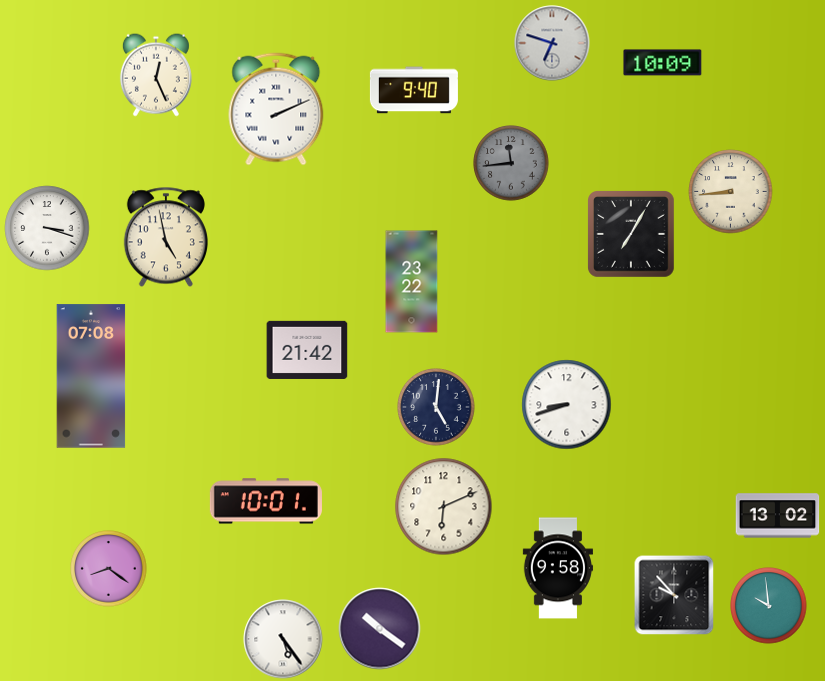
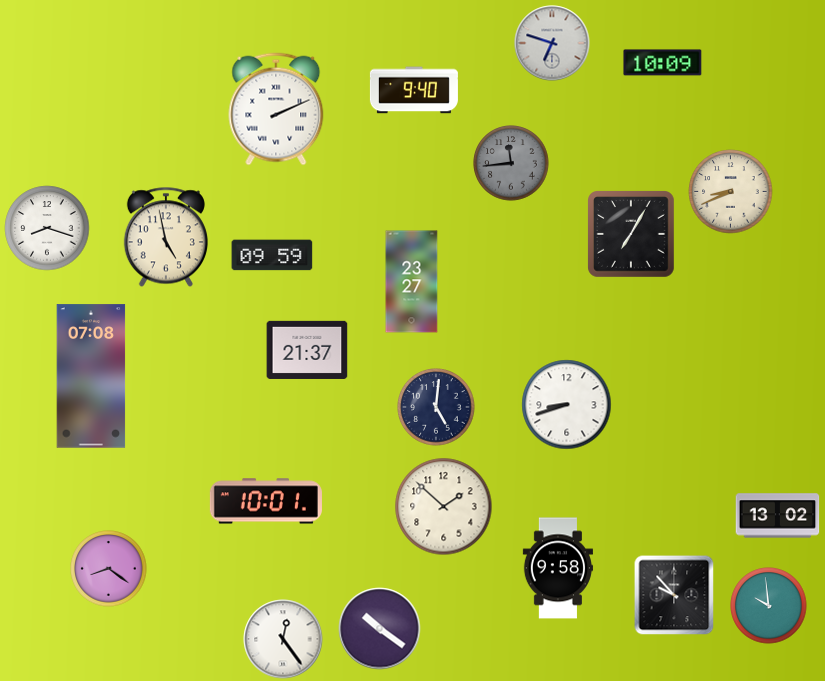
clock at (156, 75): 12:26 -> none
clock at (731, 192): 8:44 -> 8:41
clock at (47, 228): 3:18 -> 8:18
clock at (272, 255): none -> 09:59
clock at (412, 282): 23:22 -> 23:27
clock at (307, 350): 21:42 -> 21:37
clock at (444, 507): 6:11 -> 1:52
clock at (283, 639): 5:24 -> 12:24
